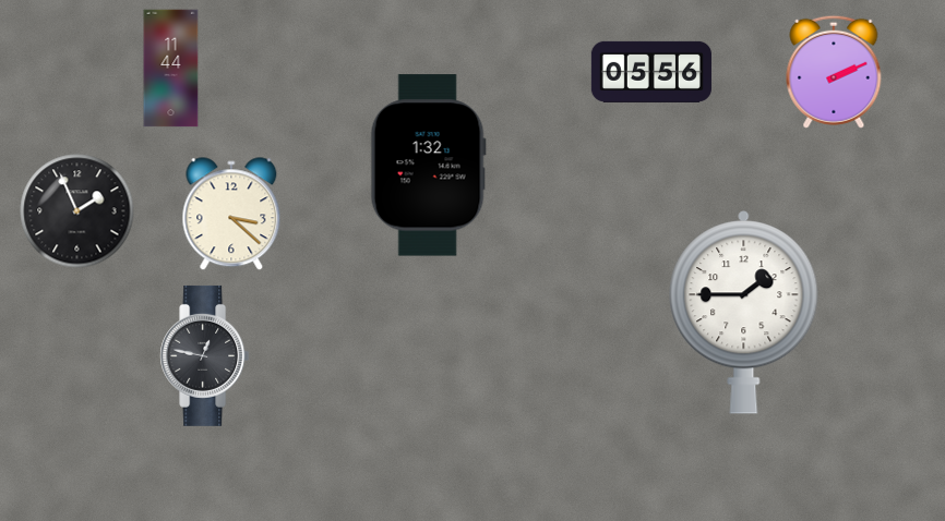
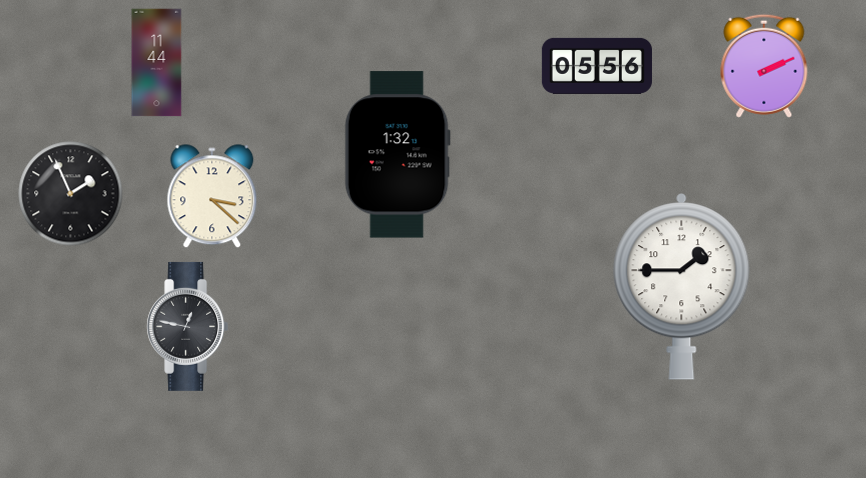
clock at (428, 166) position: (428, 166) -> (397, 155)
